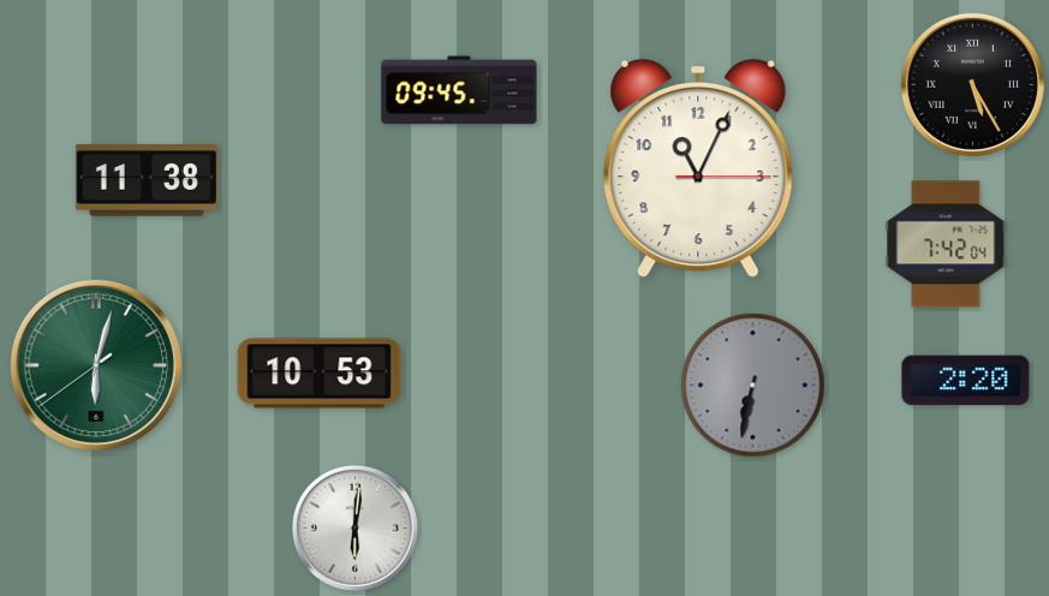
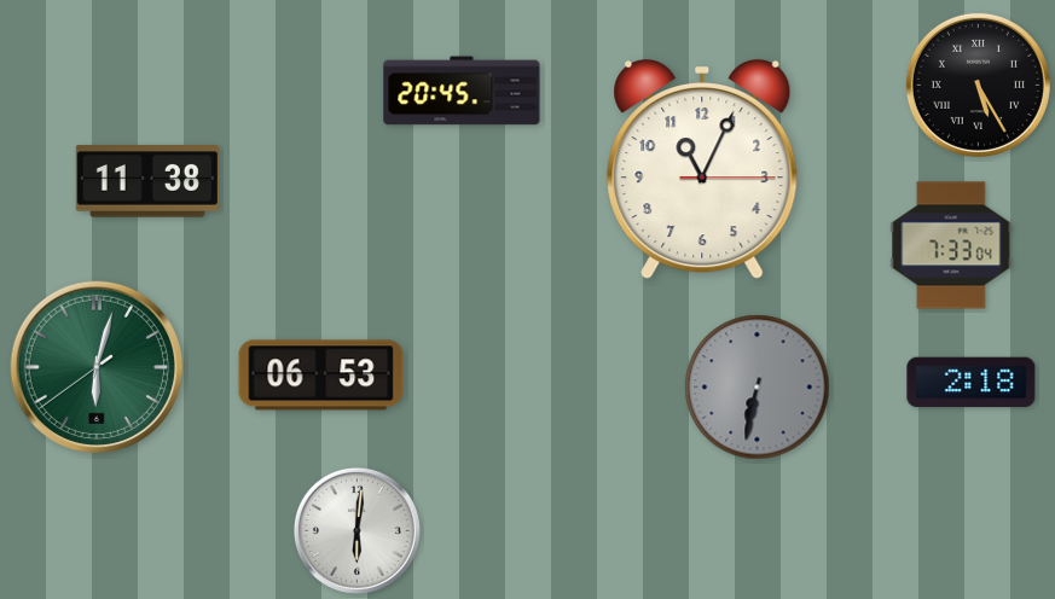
clock at (459, 90): 09:45 -> 20:45
clock at (946, 244): 7:42 -> 7:33
clock at (320, 374): 10:53 -> 06:53
clock at (966, 381): 2:20 -> 2:18
